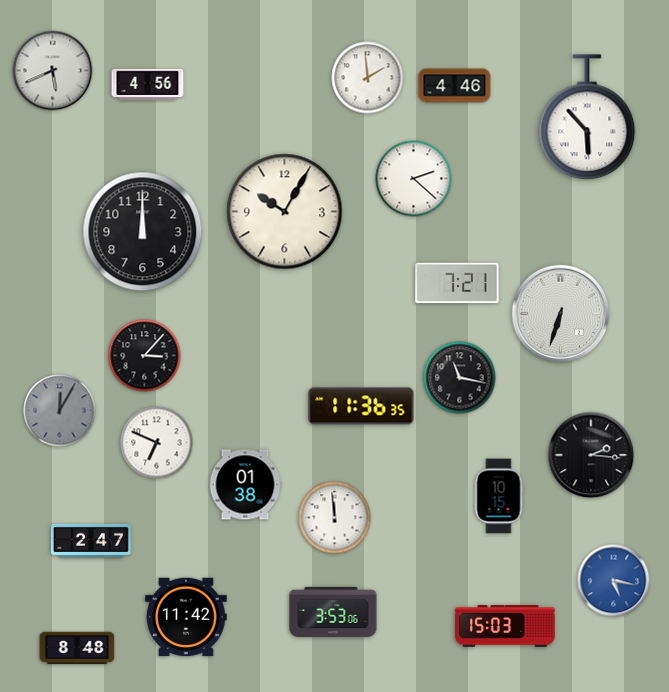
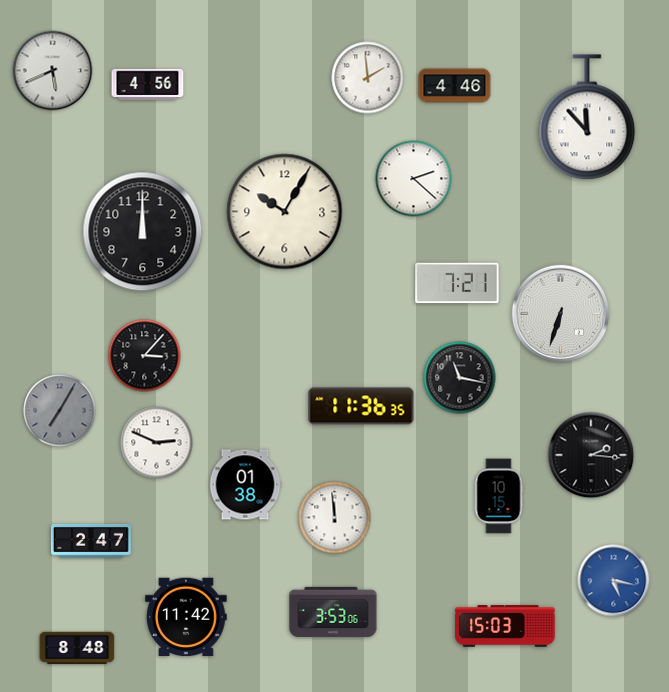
clock at (587, 118): 5:53 -> 11:53
clock at (60, 411): 12:05 -> 7:05
clock at (157, 443): 6:49 -> 2:49
